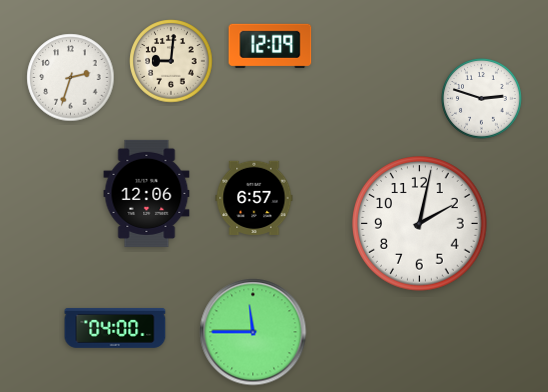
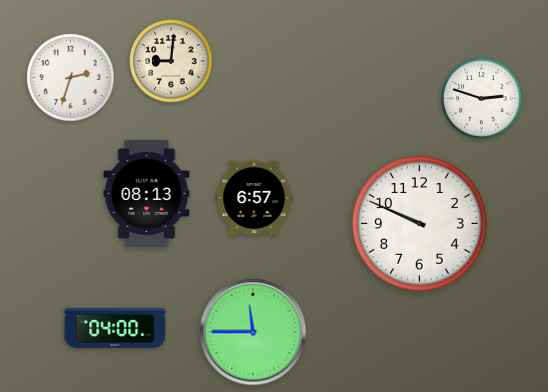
clock at (270, 46): 12:09 -> none
clock at (147, 193): 12:06 -> 08:13
clock at (420, 224): 2:02 -> 9:49
